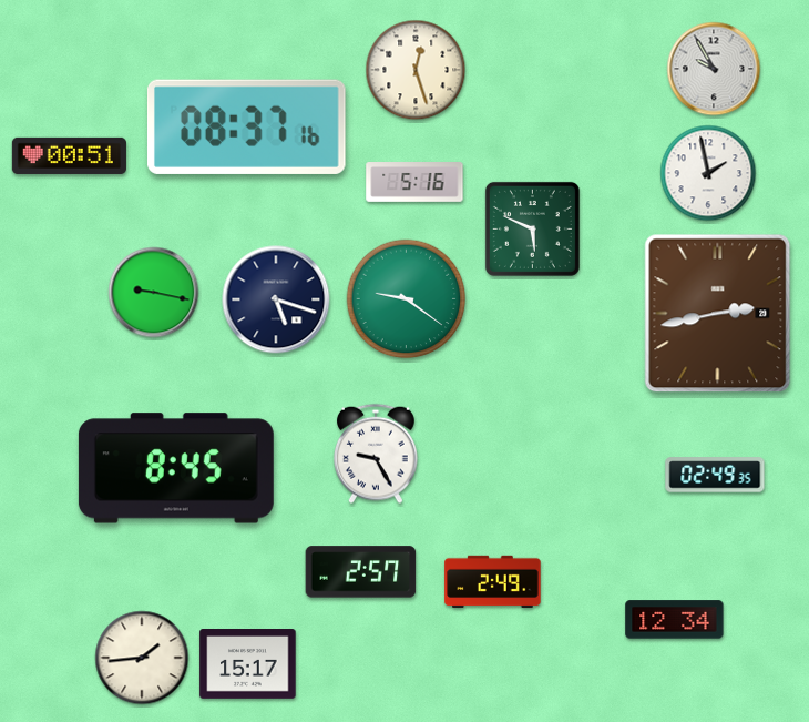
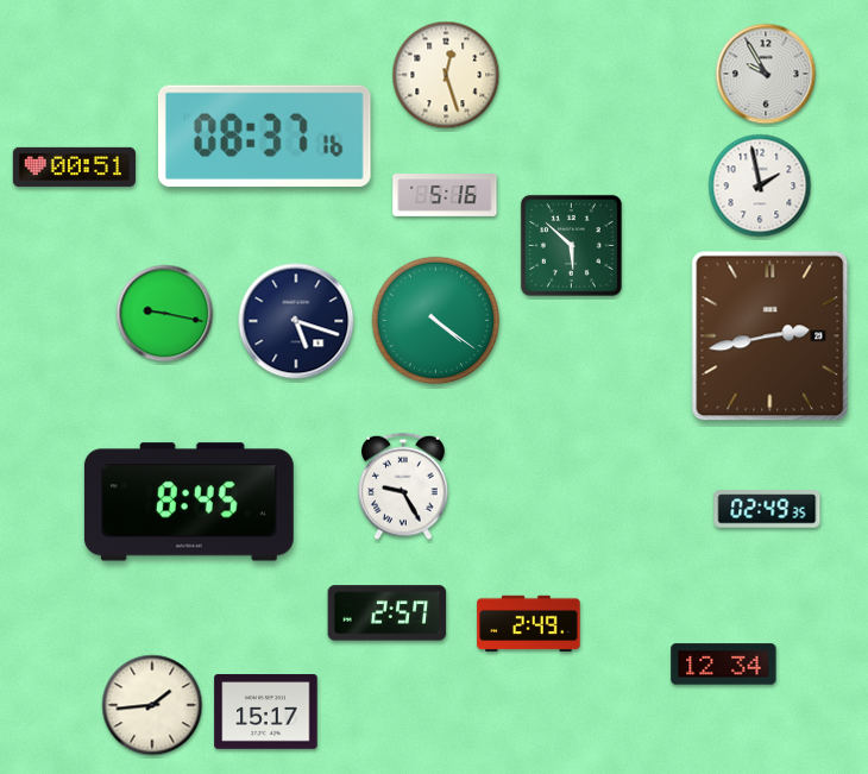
clock at (532, 228): 5:49 -> 5:52
clock at (407, 299): 9:21 -> 4:21
